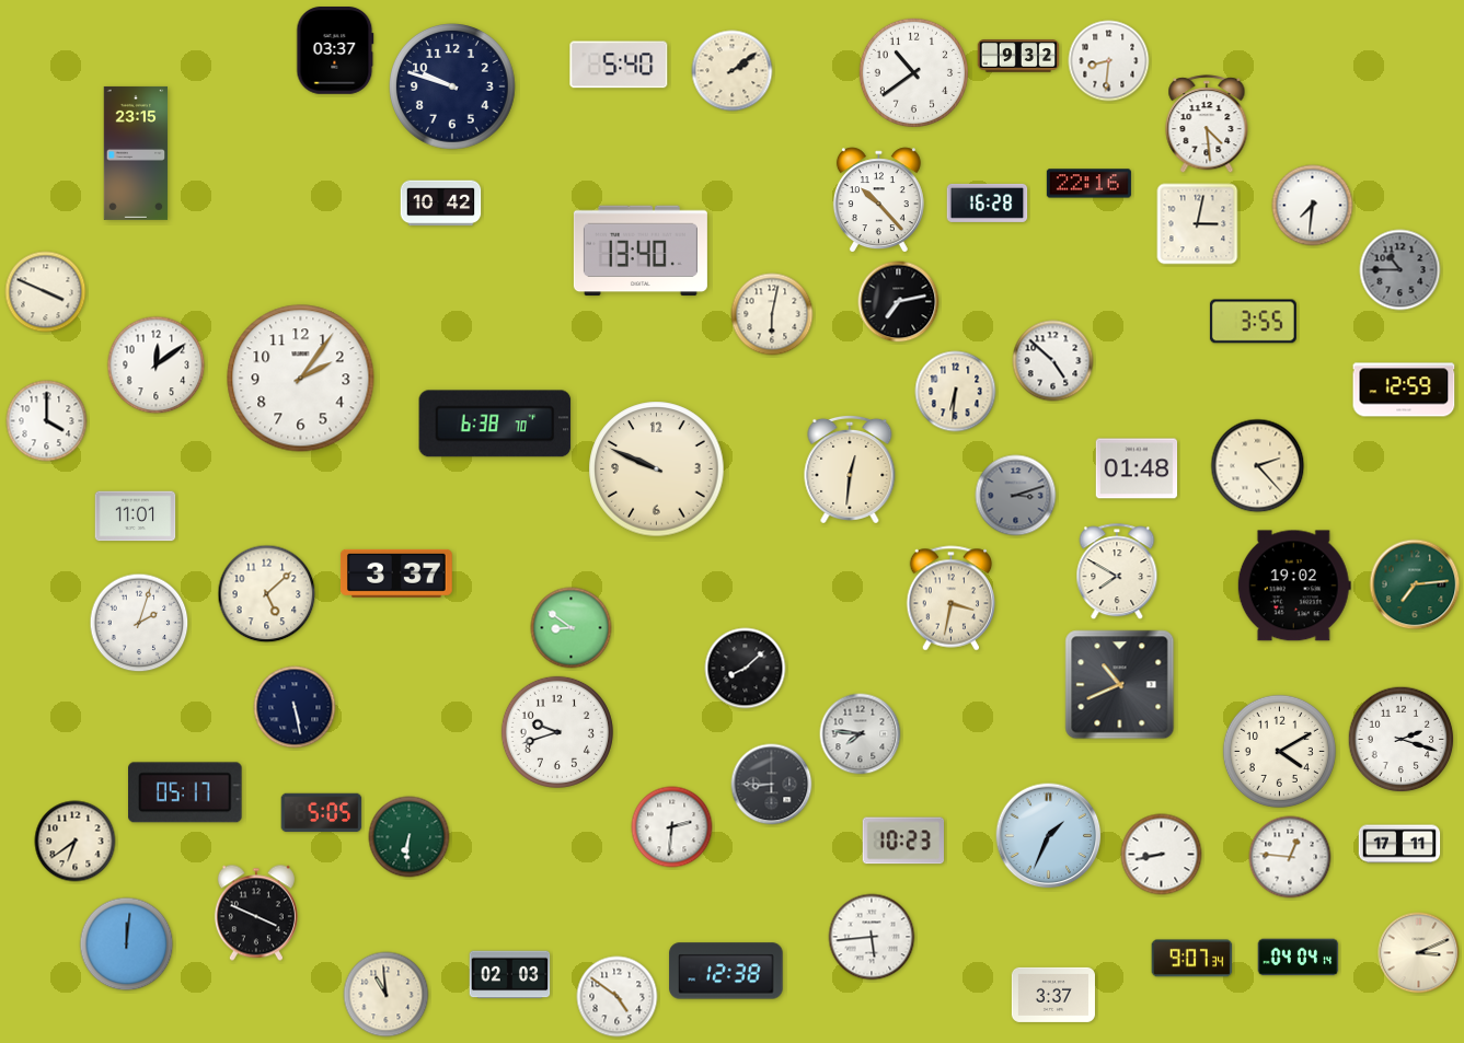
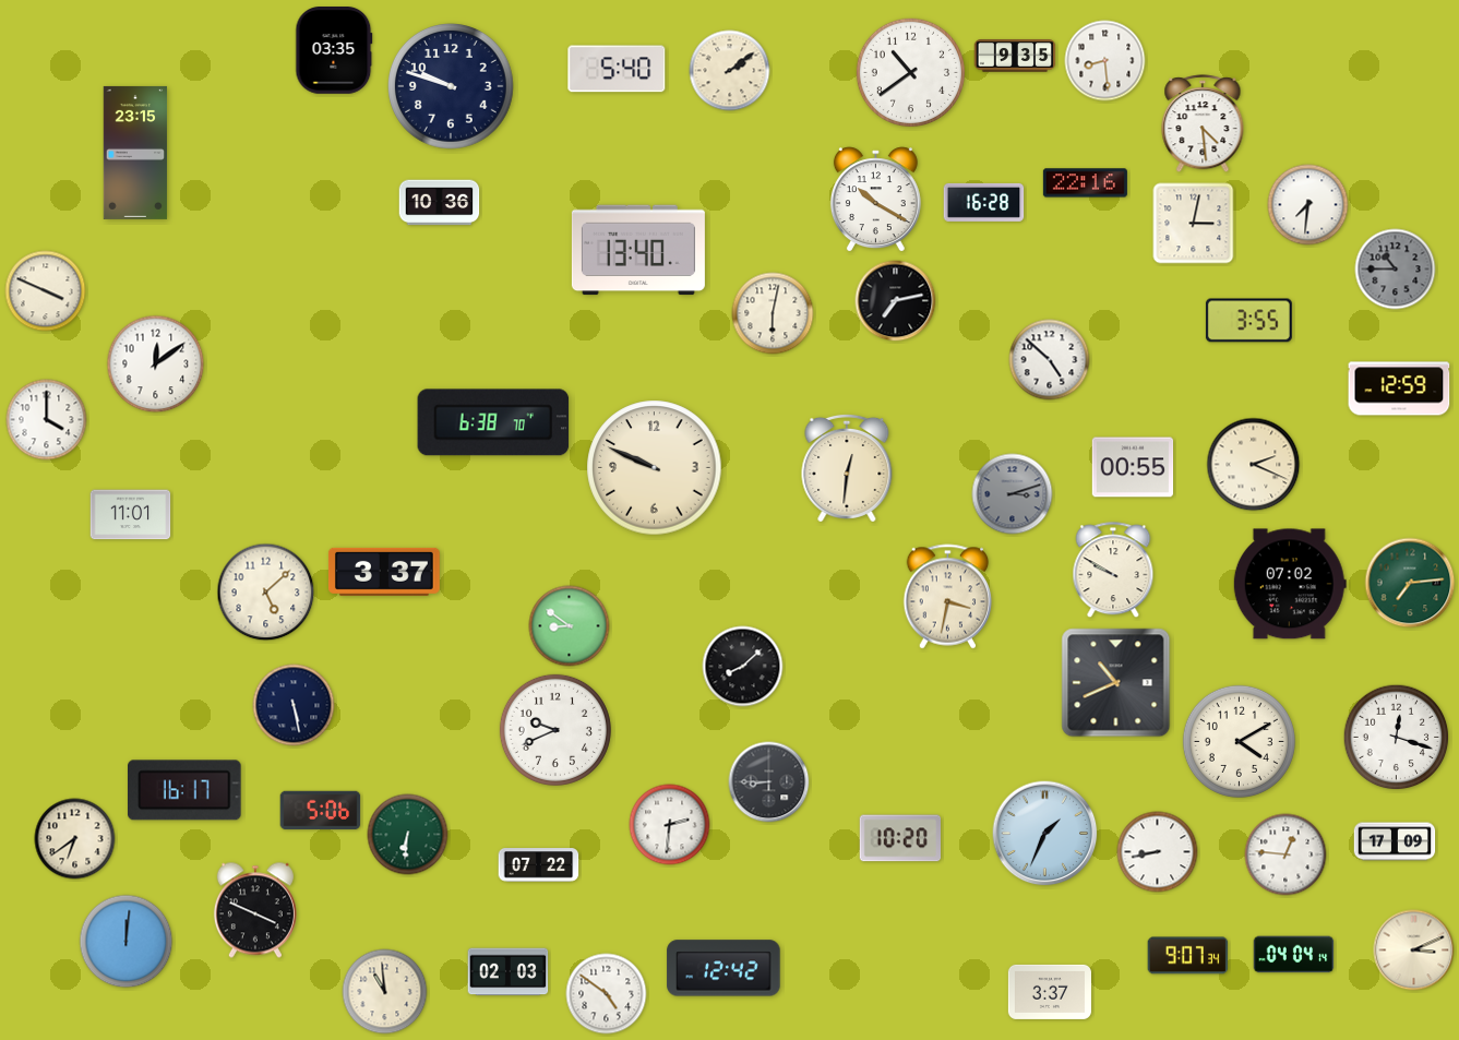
clock at (335, 51): 03:37 -> 03:35
clock at (1018, 56): 9:32 -> 9:35
clock at (1109, 61): 8:31 -> 8:29
clock at (619, 65) position: (619, 65) -> (617, 69)
clock at (878, 200): 10:23 -> 10:20
clock at (441, 204): 10:42 -> 10:36
clock at (772, 314) position: (772, 314) -> (773, 313)
clock at (301, 379): 2:06 -> none
clock at (956, 392): 6:31 -> none
clock at (1258, 466): 2:23 -> 2:19
clock at (1137, 468): 01:48 -> 00:55
clock at (136, 517) position: (136, 517) -> (131, 515)
clock at (1117, 572): 7:50 -> 9:50
clock at (396, 573) position: (396, 573) -> (384, 572)
clock at (1294, 586): 19:02 -> 07:02
clock at (139, 623): 2:03 -> none
clock at (557, 732): 9:42 -> 9:41
clock at (861, 734): 7:46 -> none
clock at (1402, 740): 2:18 -> 12:18
clock at (1279, 751) position: (1279, 751) -> (1239, 741)
clock at (185, 792): 05:17 -> 16:17
clock at (322, 813): 5:05 -> 5:06
clock at (903, 841): 10:23 -> 10:20
clock at (1399, 844): 17:11 -> 17:09
clock at (539, 865): none -> 07:22
clock at (872, 937): 5:44 -> none
clock at (726, 971): 12:38 -> 12:42
clock at (618, 997) position: (618, 997) -> (607, 994)
